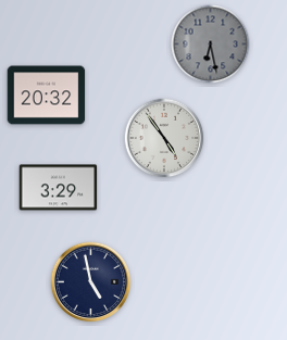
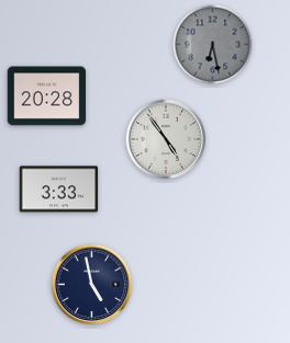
clock at (47, 96): 20:32 -> 20:28
clock at (59, 188): 3:29 -> 3:33
